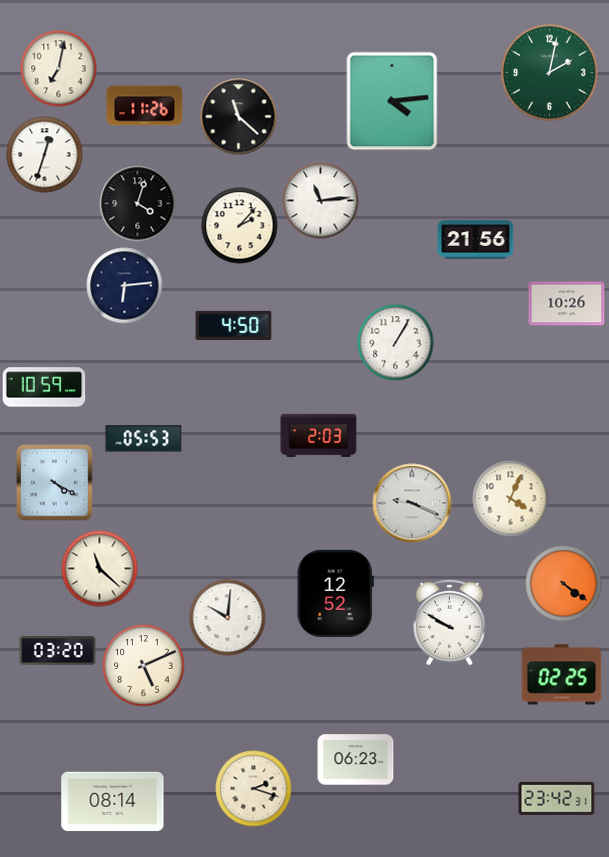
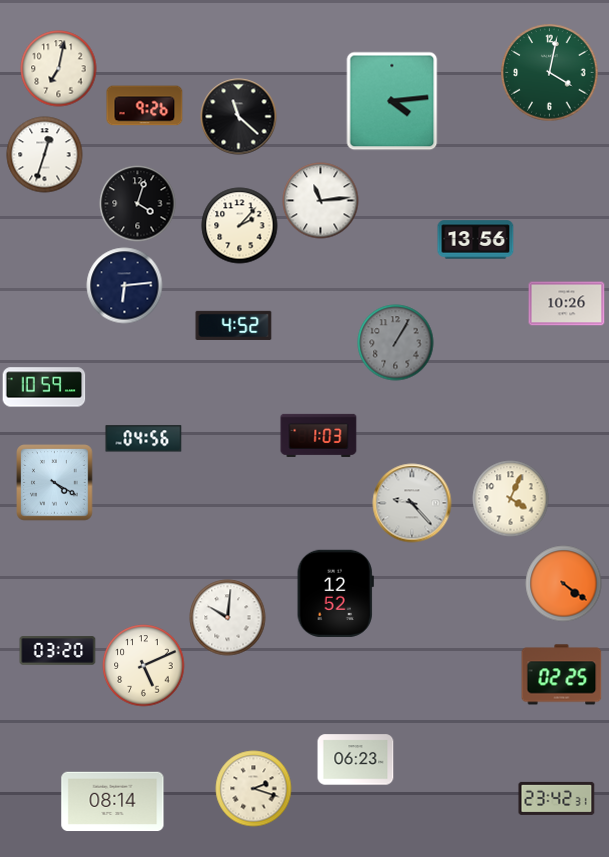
clock at (550, 73): 2:02 -> 4:02
clock at (145, 106): 11:26 -> 9:26
clock at (476, 240): 21:56 -> 13:56
clock at (234, 325): 4:50 -> 4:52
clock at (396, 343) dial: white -> grey
clock at (319, 435): 2:03 -> 1:03
clock at (144, 439): 05:53 -> 04:56
clock at (412, 503): 9:19 -> 9:23
clock at (100, 569): 11:22 -> none
clock at (450, 622): 9:50 -> none
